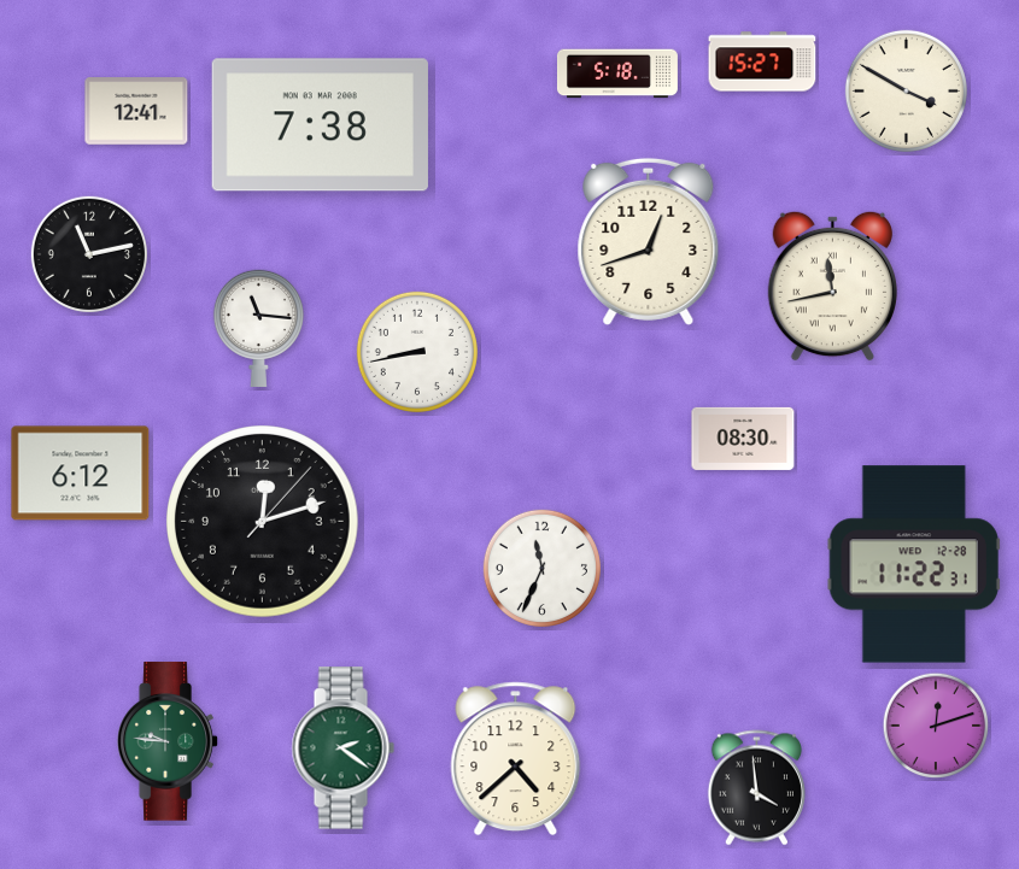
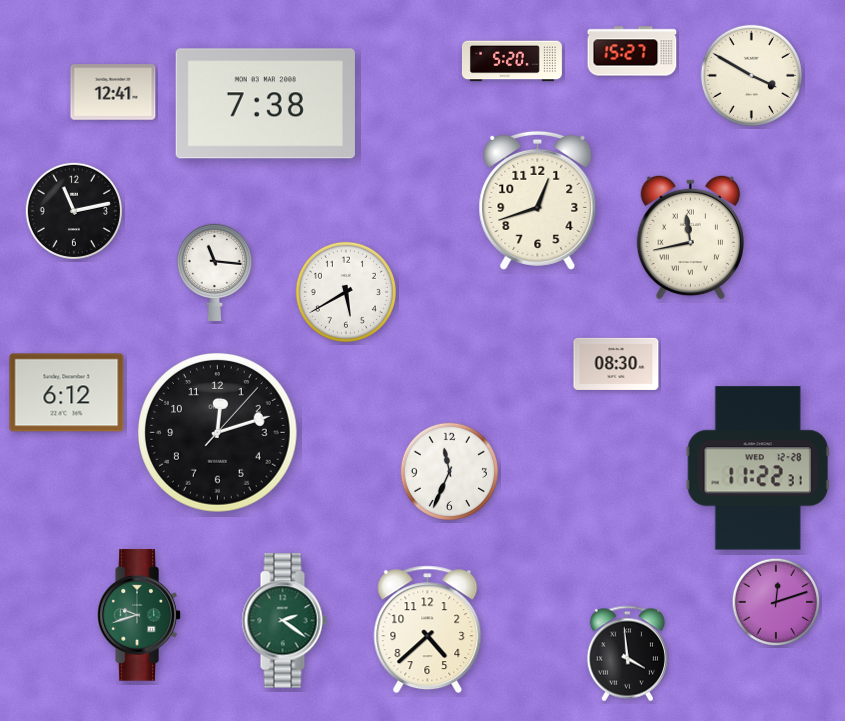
clock at (617, 74): 5:18 -> 5:20
clock at (417, 352): 8:43 -> 5:40
clock at (168, 741): 9:46 -> 9:42
